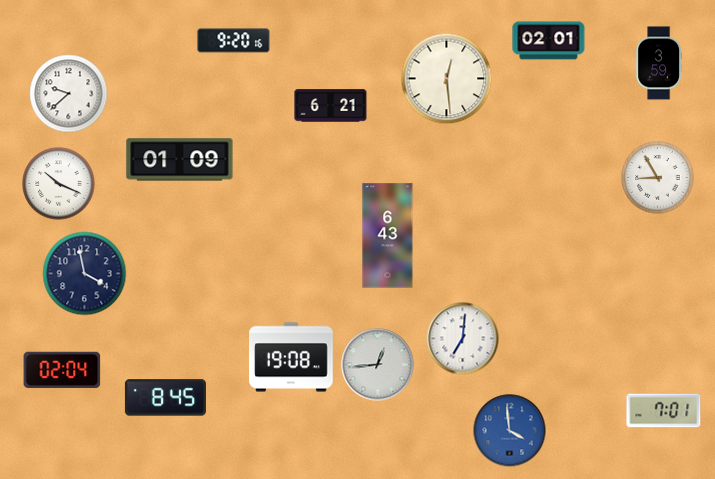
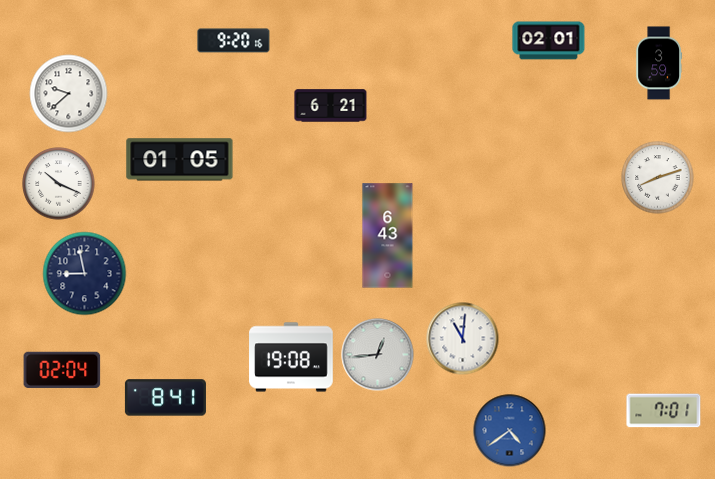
clock at (447, 79): 12:29 -> none
clock at (180, 160): 01:09 -> 01:05
clock at (658, 178): 8:55 -> 8:12
clock at (85, 274): 3:58 -> 8:58
clock at (463, 339): 7:01 -> 11:01
clock at (378, 365) position: (378, 365) -> (378, 355)
clock at (165, 398): 8:45 -> 8:41
clock at (510, 431): 3:59 -> 4:39
